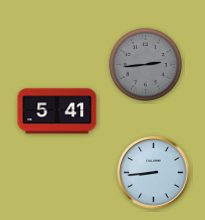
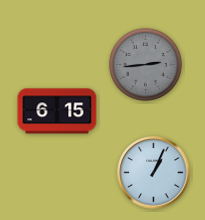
clock at (57, 111): 5:41 -> 6:15
clock at (154, 173): 8:44 -> 1:04
